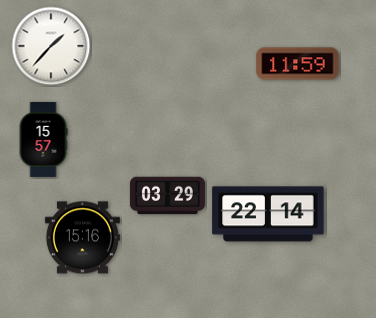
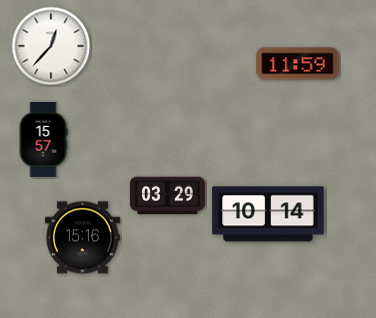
clock at (51, 46): 1:37 -> 12:37
clock at (268, 214): 22:14 -> 10:14
